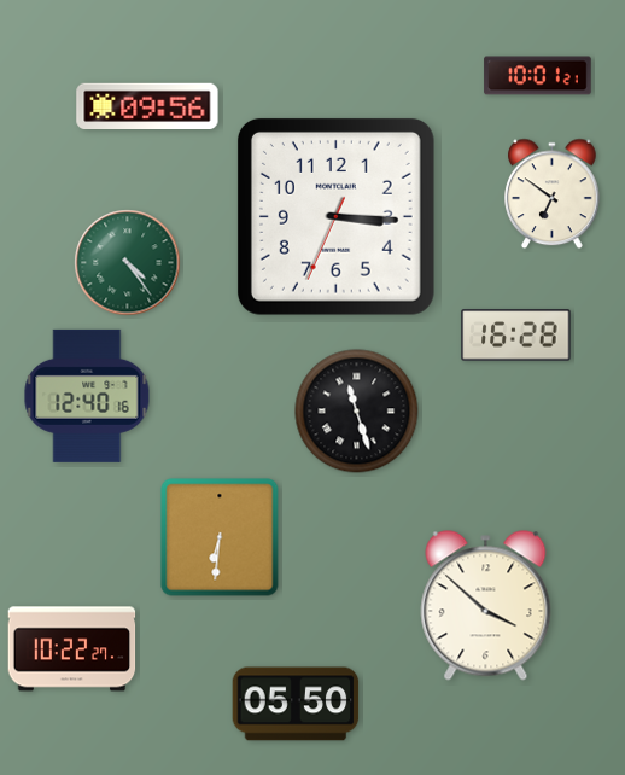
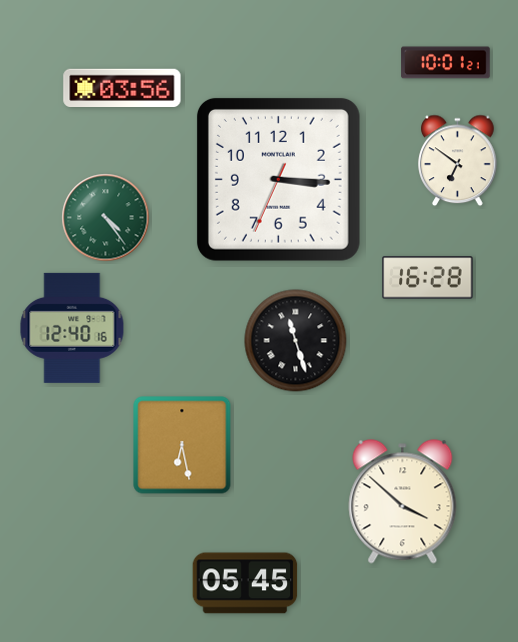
clock at (147, 105): 09:56 -> 03:56
clock at (220, 537): 6:31 -> 6:28
clock at (72, 649): 10:22 -> none
clock at (296, 704): 05:50 -> 05:45
